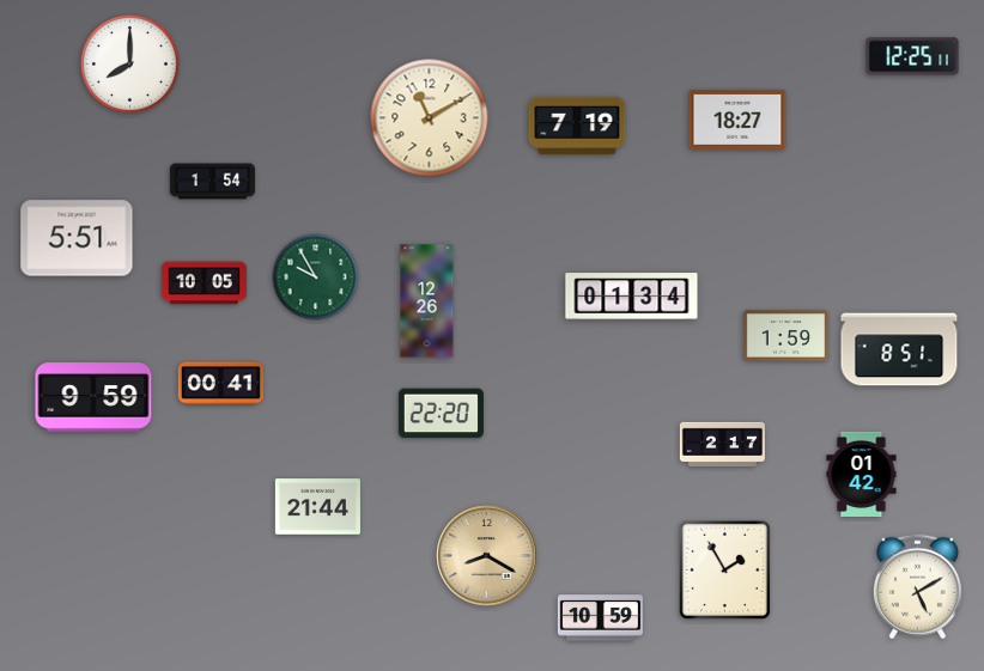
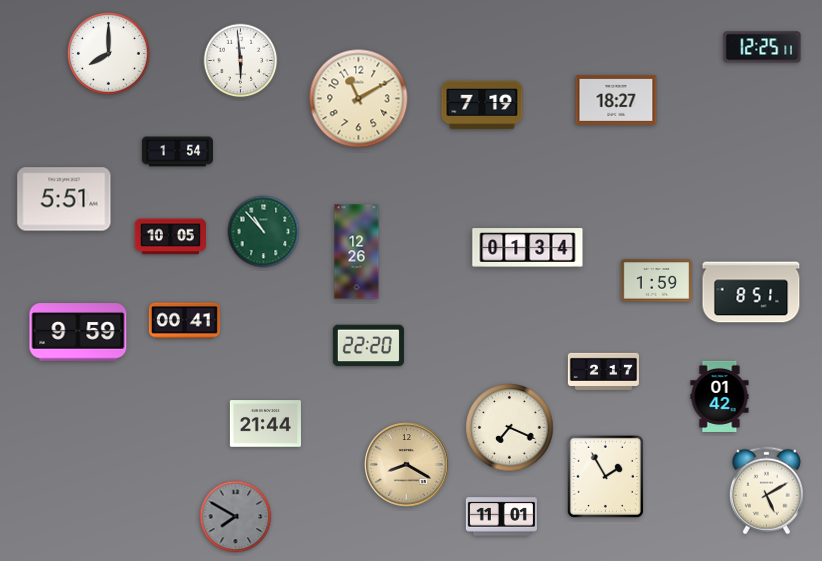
clock at (241, 61): none -> 5:59
clock at (316, 277): 9:55 -> 10:53
clock at (510, 428): none -> 7:19
clock at (236, 517): none -> 7:50
clock at (600, 618): 10:59 -> 11:01
